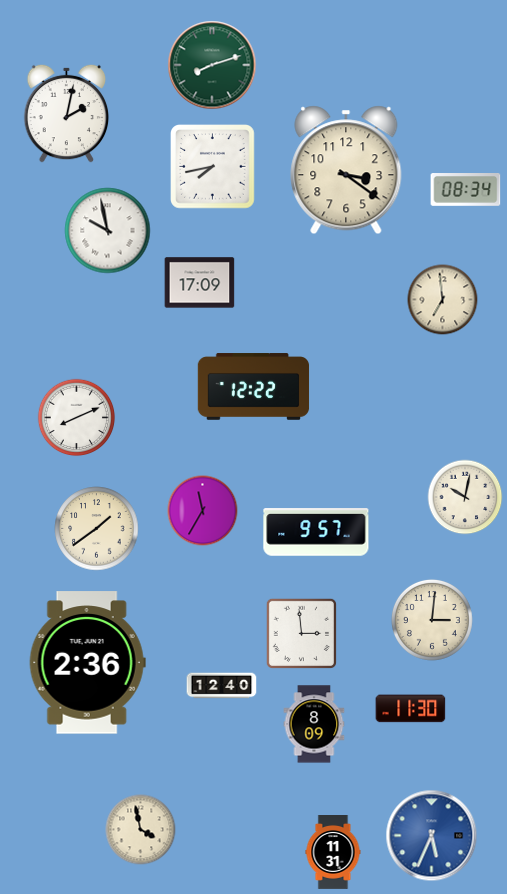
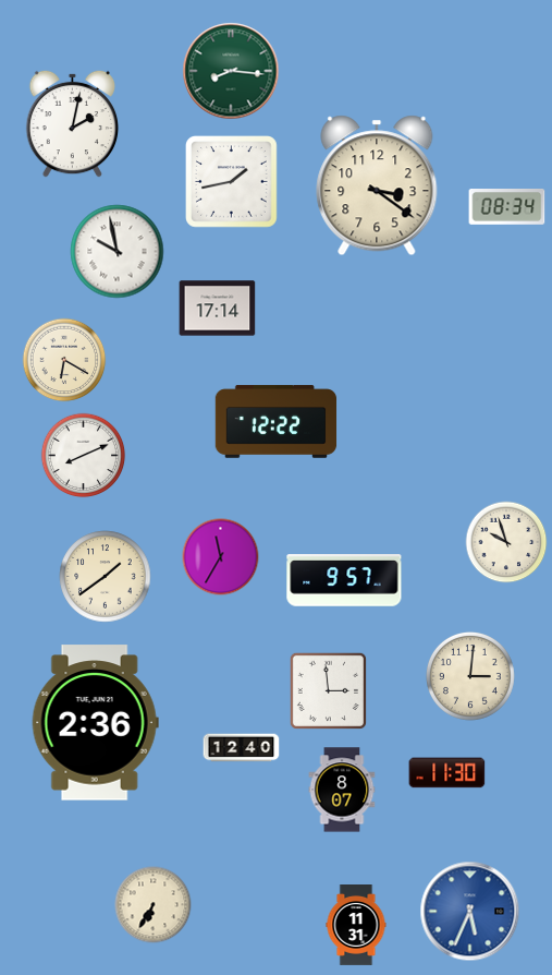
clock at (212, 65): 8:12 -> 8:16
clock at (213, 167): 7:43 -> 1:43
clock at (200, 283): 17:09 -> 17:14
clock at (443, 300): 6:59 -> none
clock at (64, 360): none -> 6:20
clock at (465, 497): 10:02 -> 9:57
clock at (314, 724): 8:09 -> 8:07
clock at (141, 830): 3:58 -> 6:35
clock at (333, 853) position: (333, 853) -> (356, 926)
